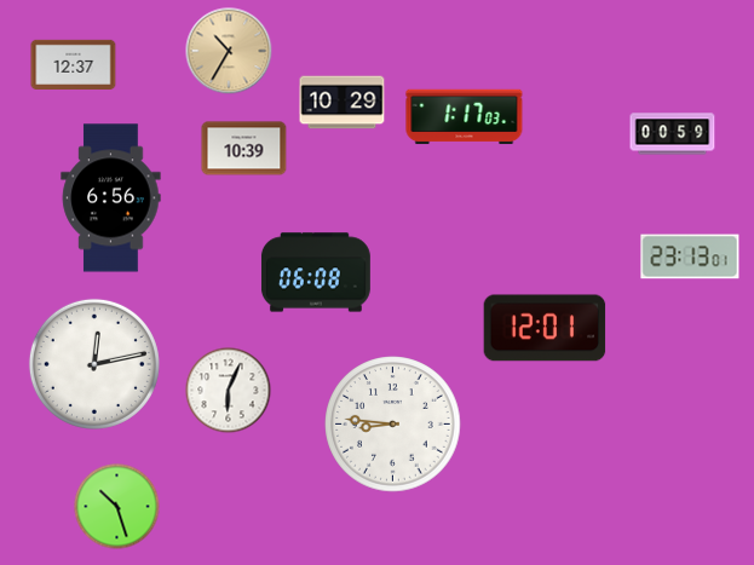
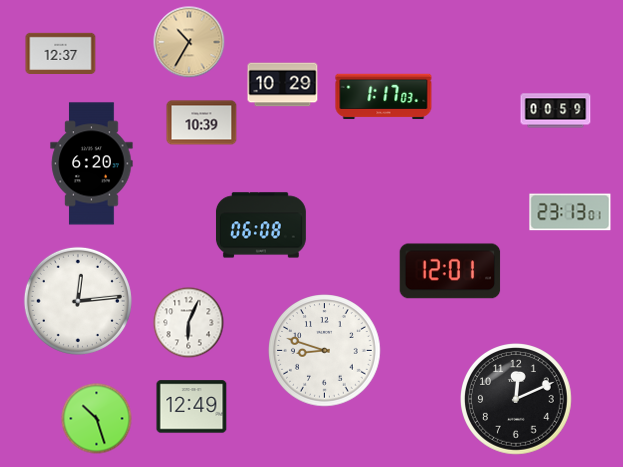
clock at (111, 198): 6:56 -> 6:20
clock at (94, 364): 12:13 -> 12:14
clock at (393, 425): 8:46 -> 8:48
clock at (517, 400): none -> 12:11
clock at (192, 407): none -> 12:49
